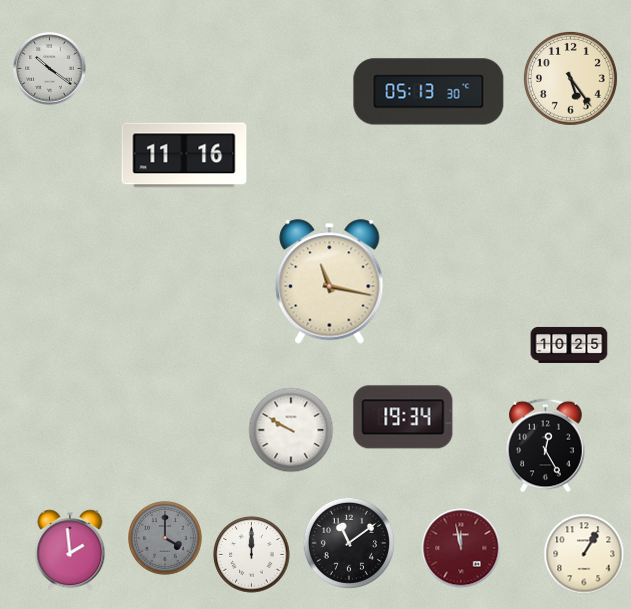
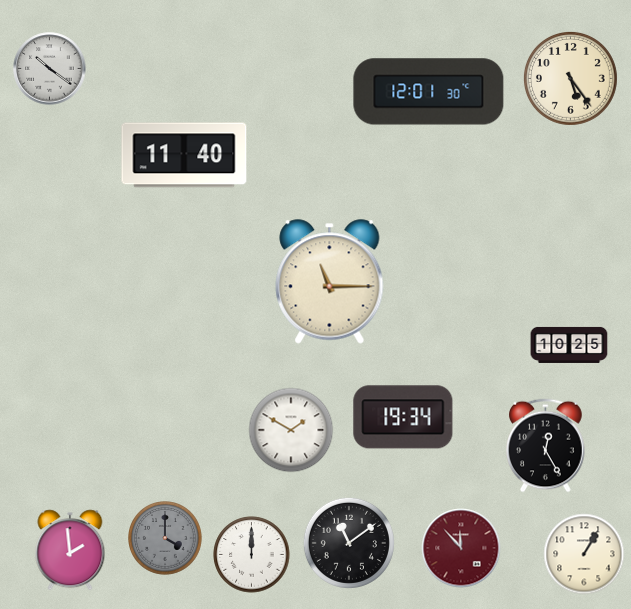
clock at (429, 92): 05:13 -> 12:01
clock at (184, 155): 11:16 -> 11:40
clock at (330, 282): 11:17 -> 11:15
clock at (291, 430): 9:50 -> 1:50
clock at (461, 548): 11:58 -> 11:53
